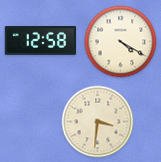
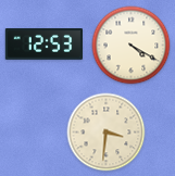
clock at (40, 41): 12:58 -> 12:53
